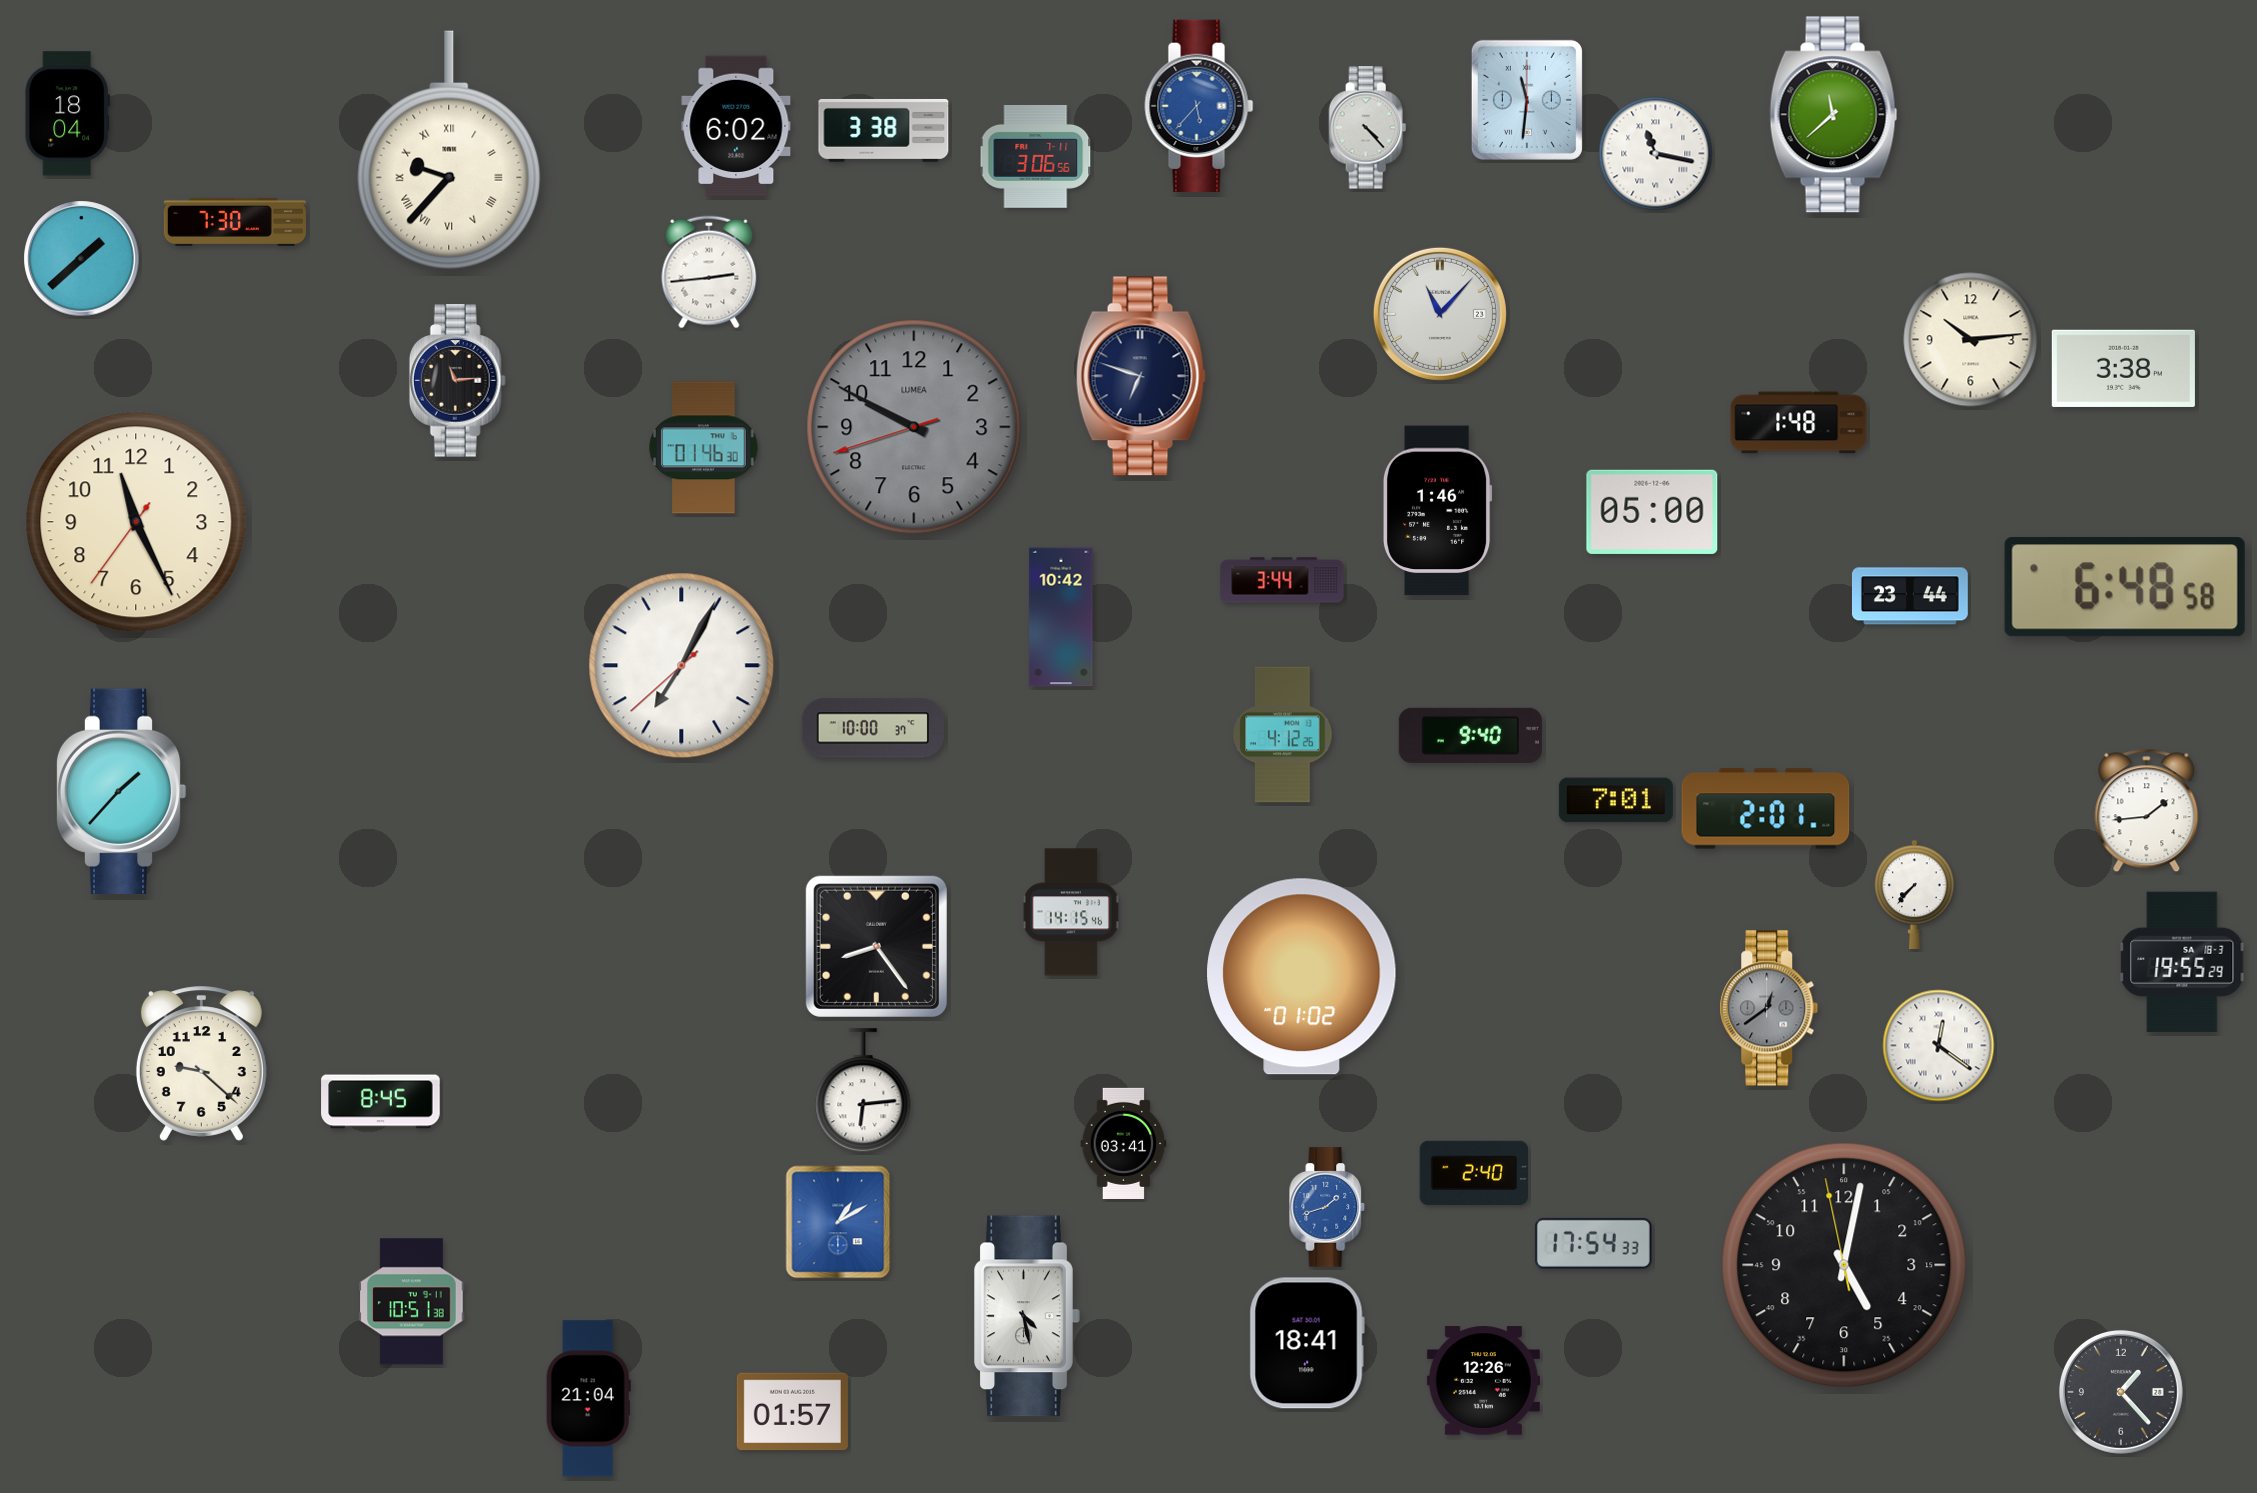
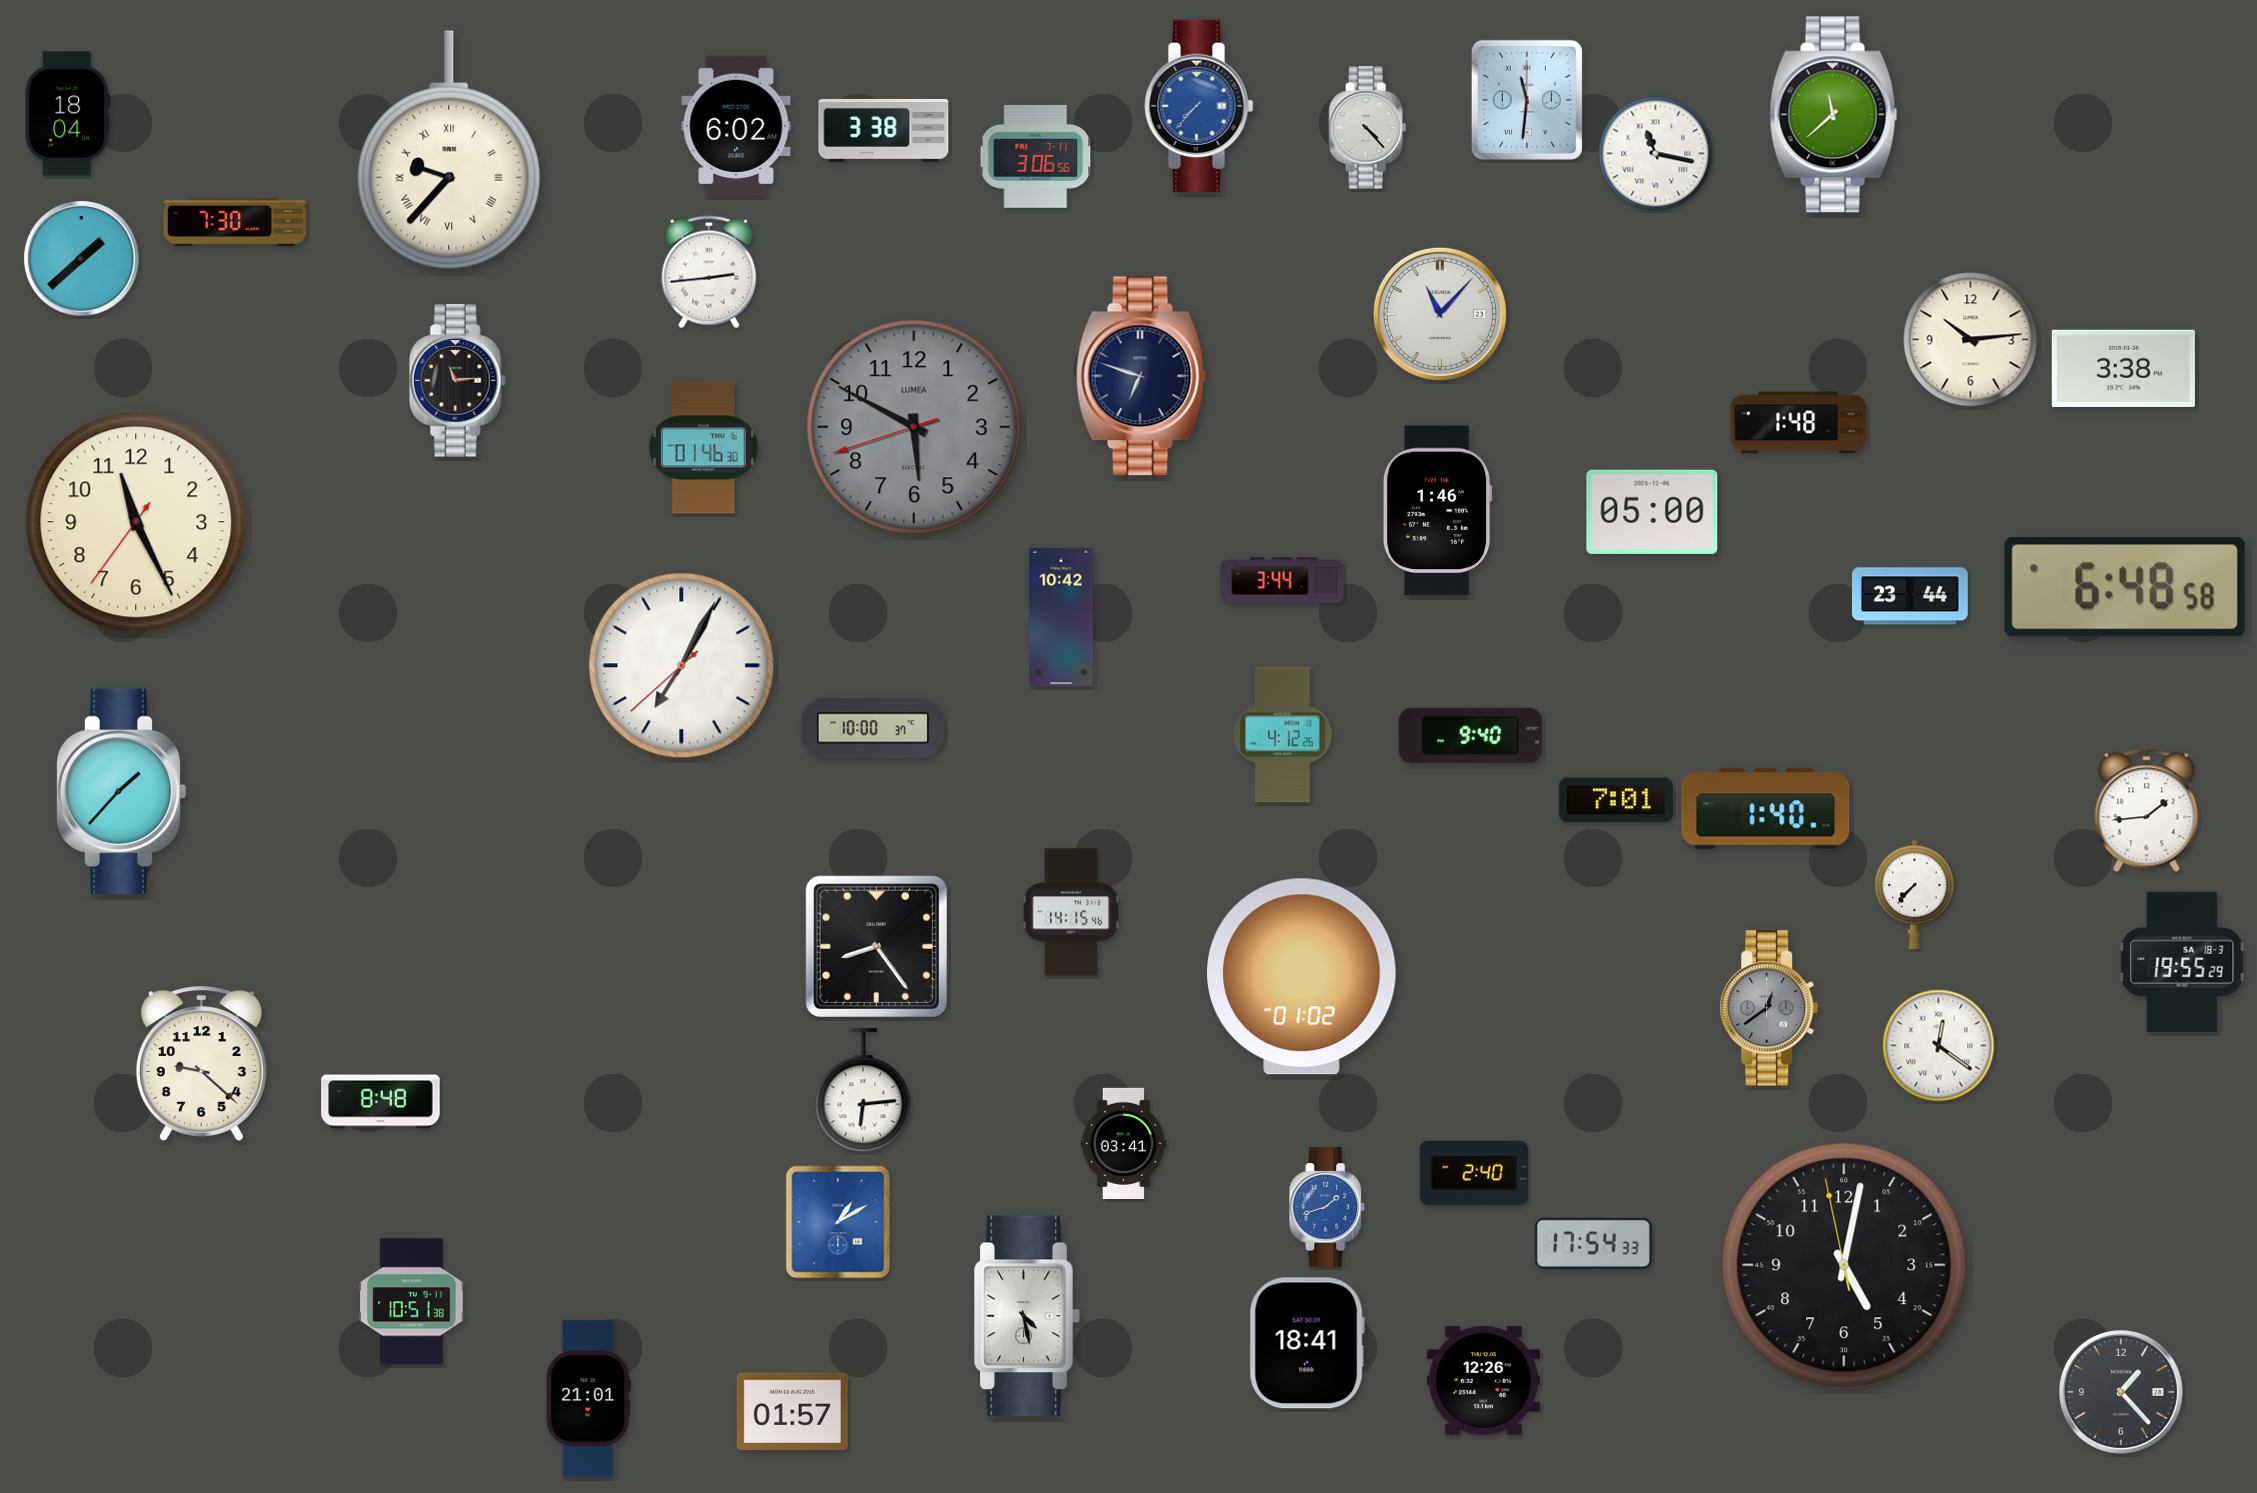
clock at (1199, 105): 5:37 -> 7:37
clock at (914, 427): 9:49 -> 5:49
clock at (1766, 809): 2:01 -> 1:40
clock at (381, 1102): 8:45 -> 8:48
clock at (588, 1399): 21:04 -> 21:01
